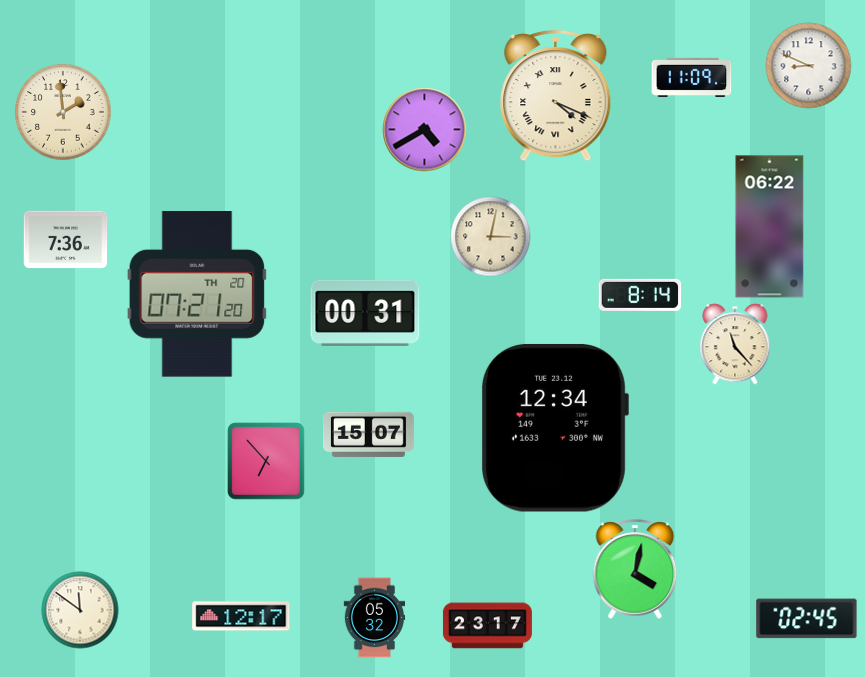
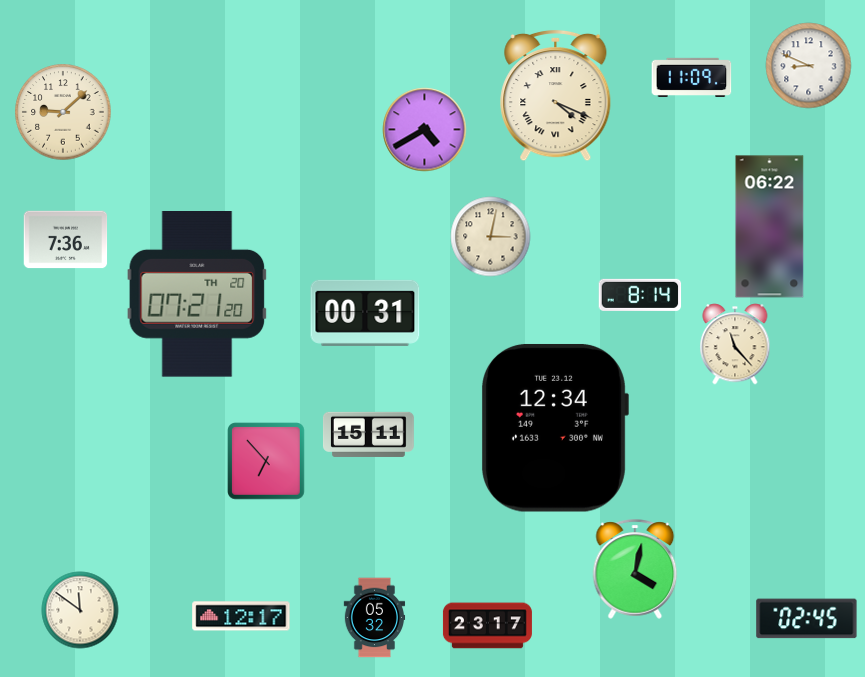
clock at (63, 112): 1:59 -> 9:08
clock at (368, 434): 15:07 -> 15:11
